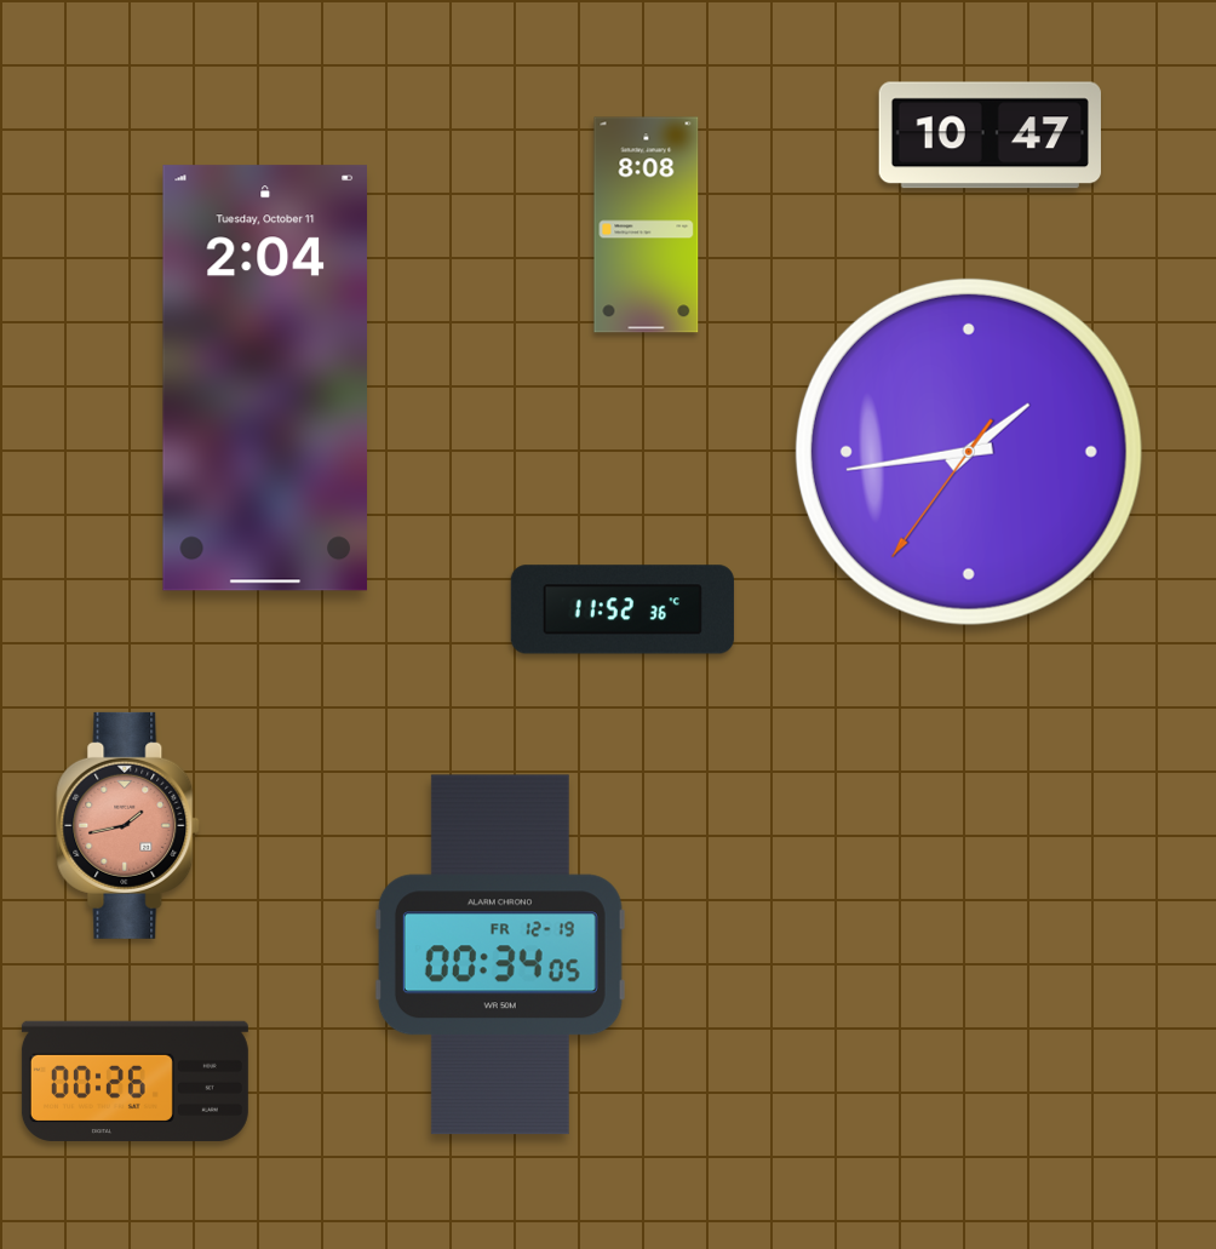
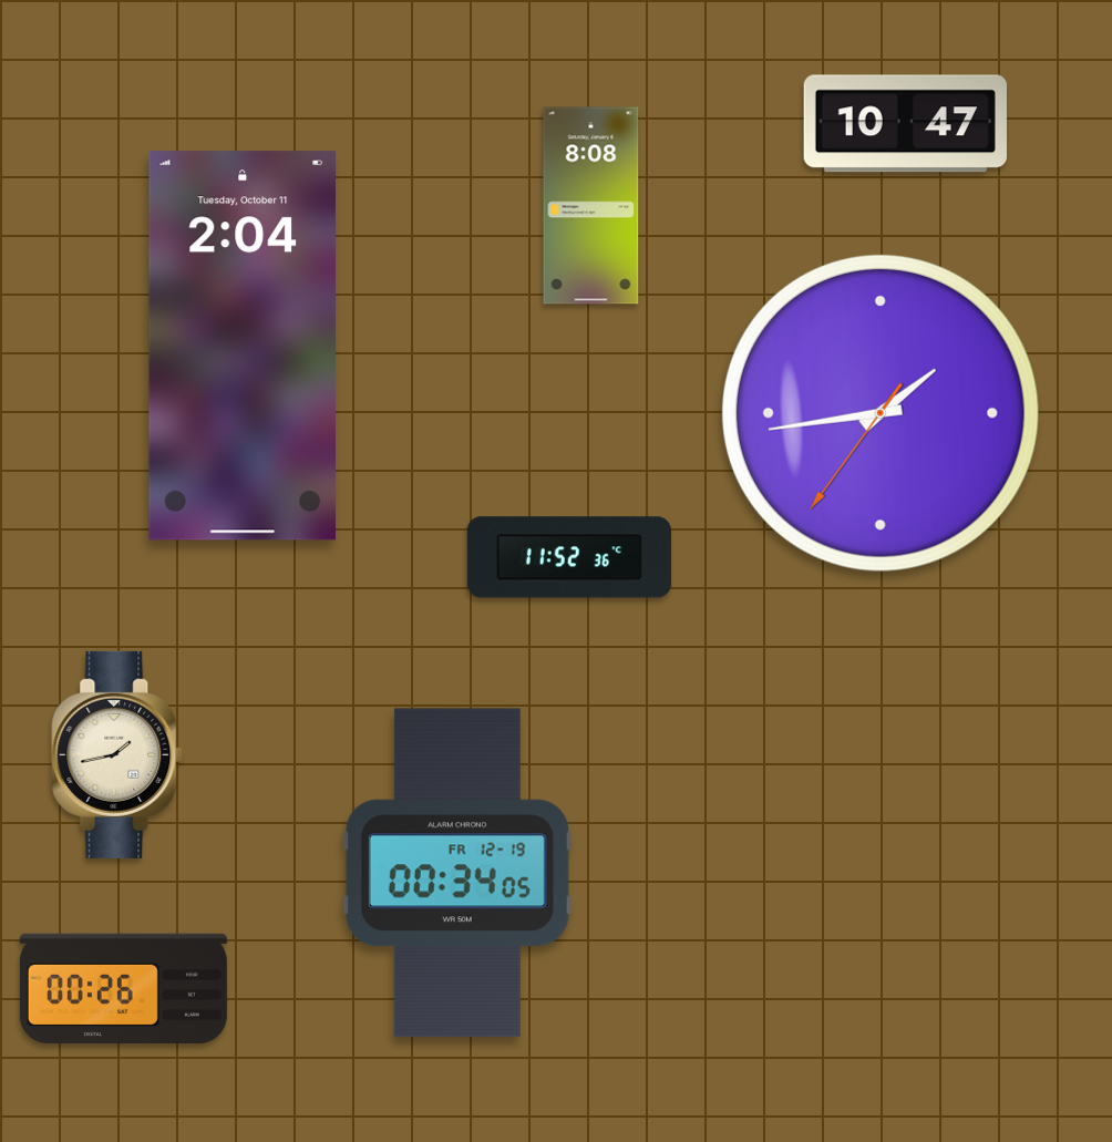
clock at (969, 452) position: (969, 452) -> (881, 413)
clock at (128, 825) dial: salmon -> cream
